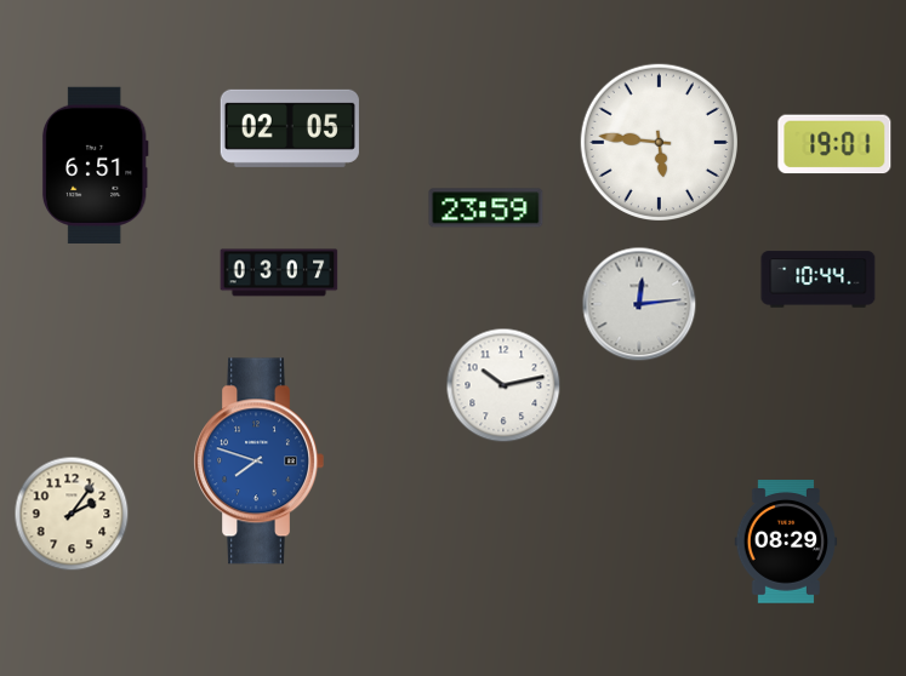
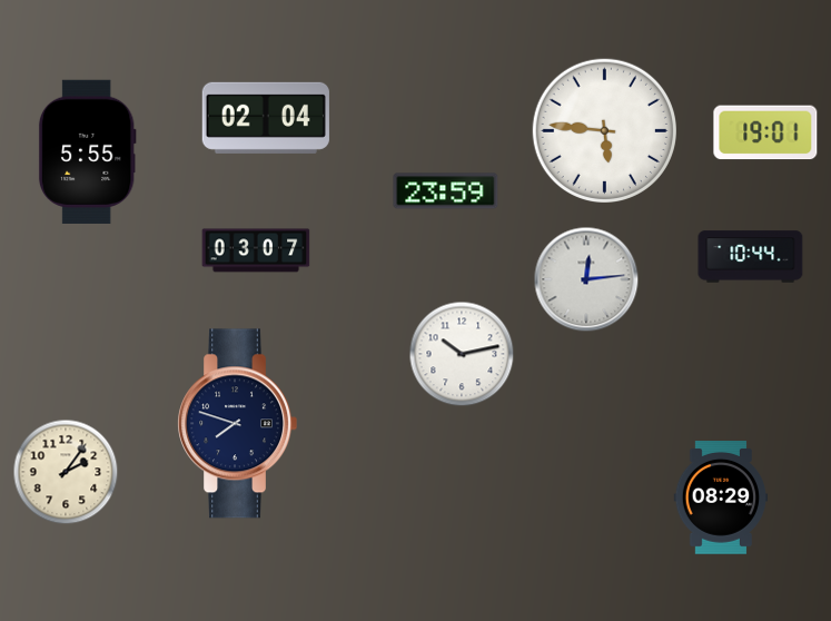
clock at (290, 128): 02:05 -> 02:04
clock at (95, 165): 6:51 -> 5:55
clock at (258, 462) dial: blue -> navy
